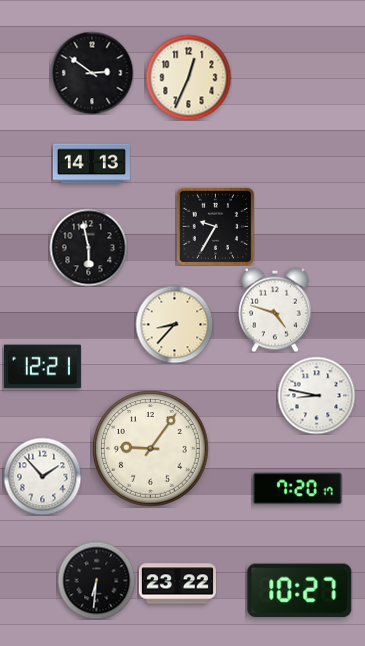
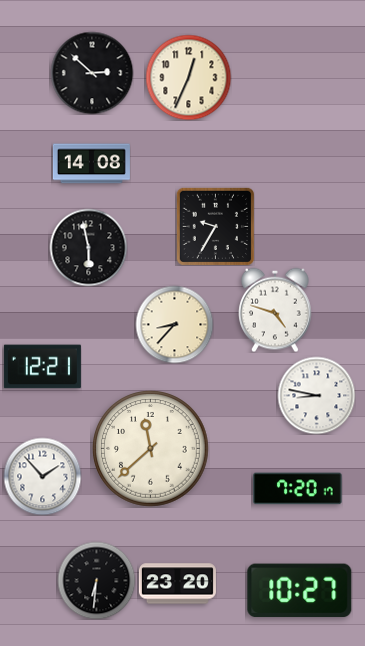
clock at (92, 73): 2:51 -> 2:52
clock at (91, 164): 14:13 -> 14:08
clock at (151, 449): 9:06 -> 11:38
clock at (177, 584): 23:22 -> 23:20
